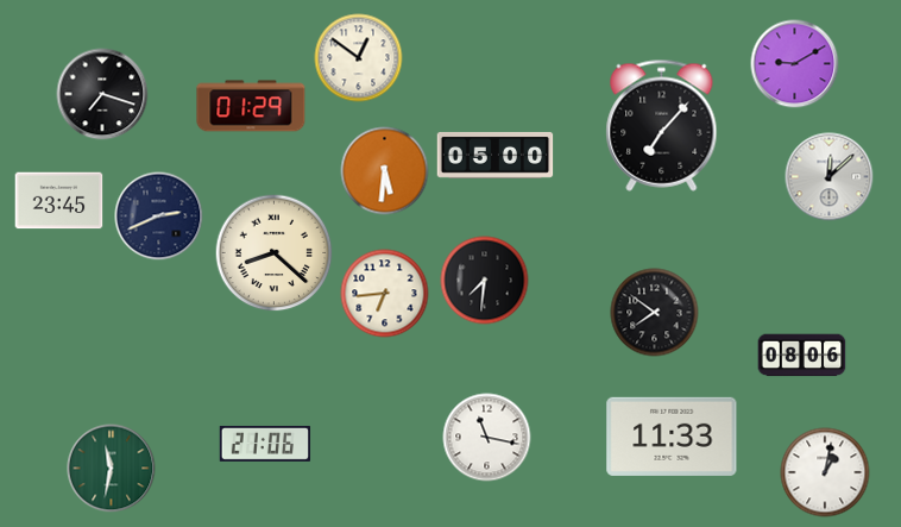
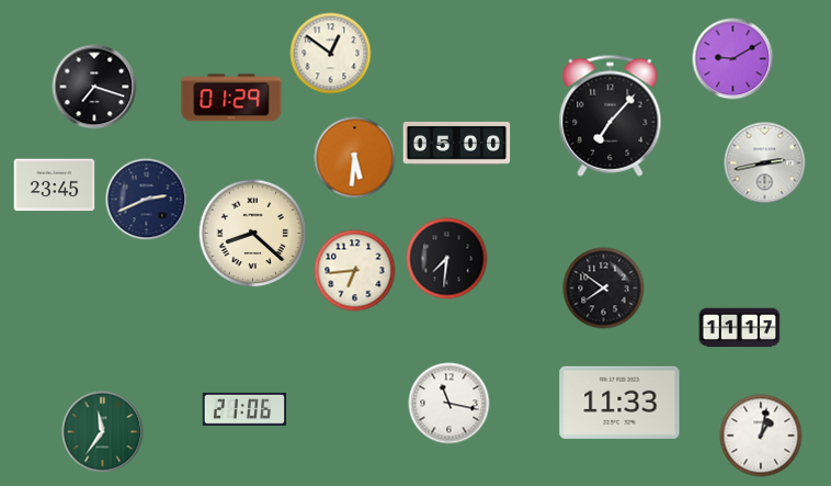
clock at (830, 177): 12:08 -> 2:43
clock at (802, 356): 08:06 -> 11:17
clock at (112, 469): 11:32 -> 11:36
